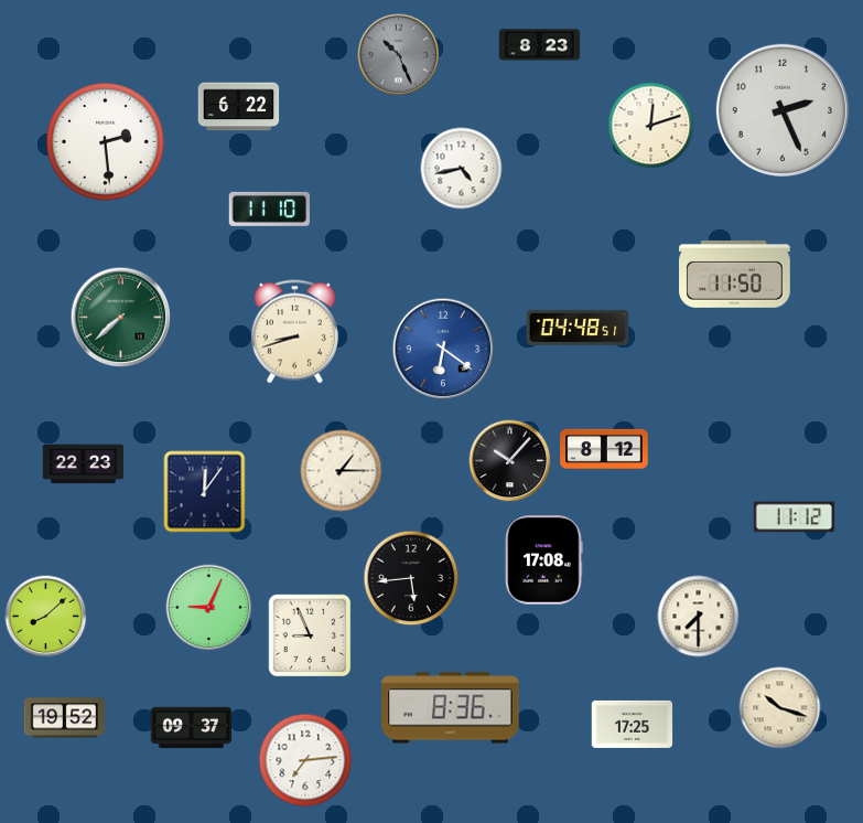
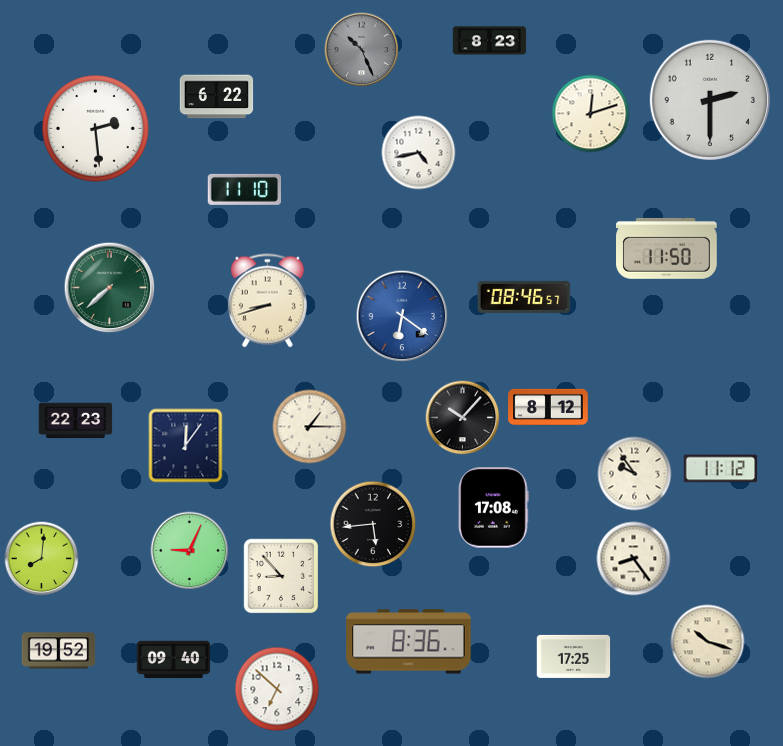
clock at (783, 110): 2:26 -> 2:30
clock at (578, 328): 04:48 -> 08:46
clock at (635, 474): none -> 9:54
clock at (46, 617): 8:08 -> 8:01
clock at (699, 617): 7:30 -> 8:24
clock at (310, 635): 8:56 -> 8:53
clock at (192, 728): 09:37 -> 09:40
clock at (305, 760): 7:14 -> 6:52
